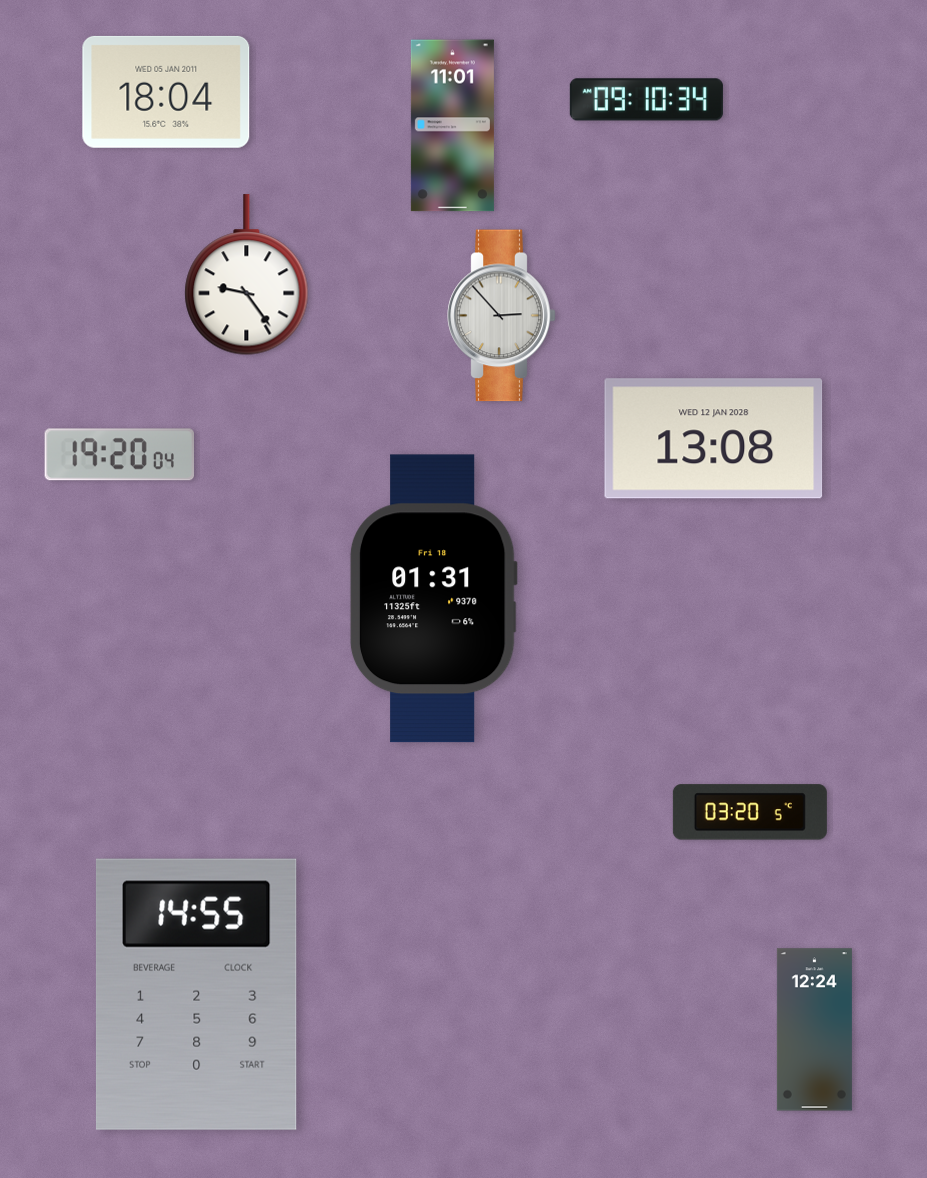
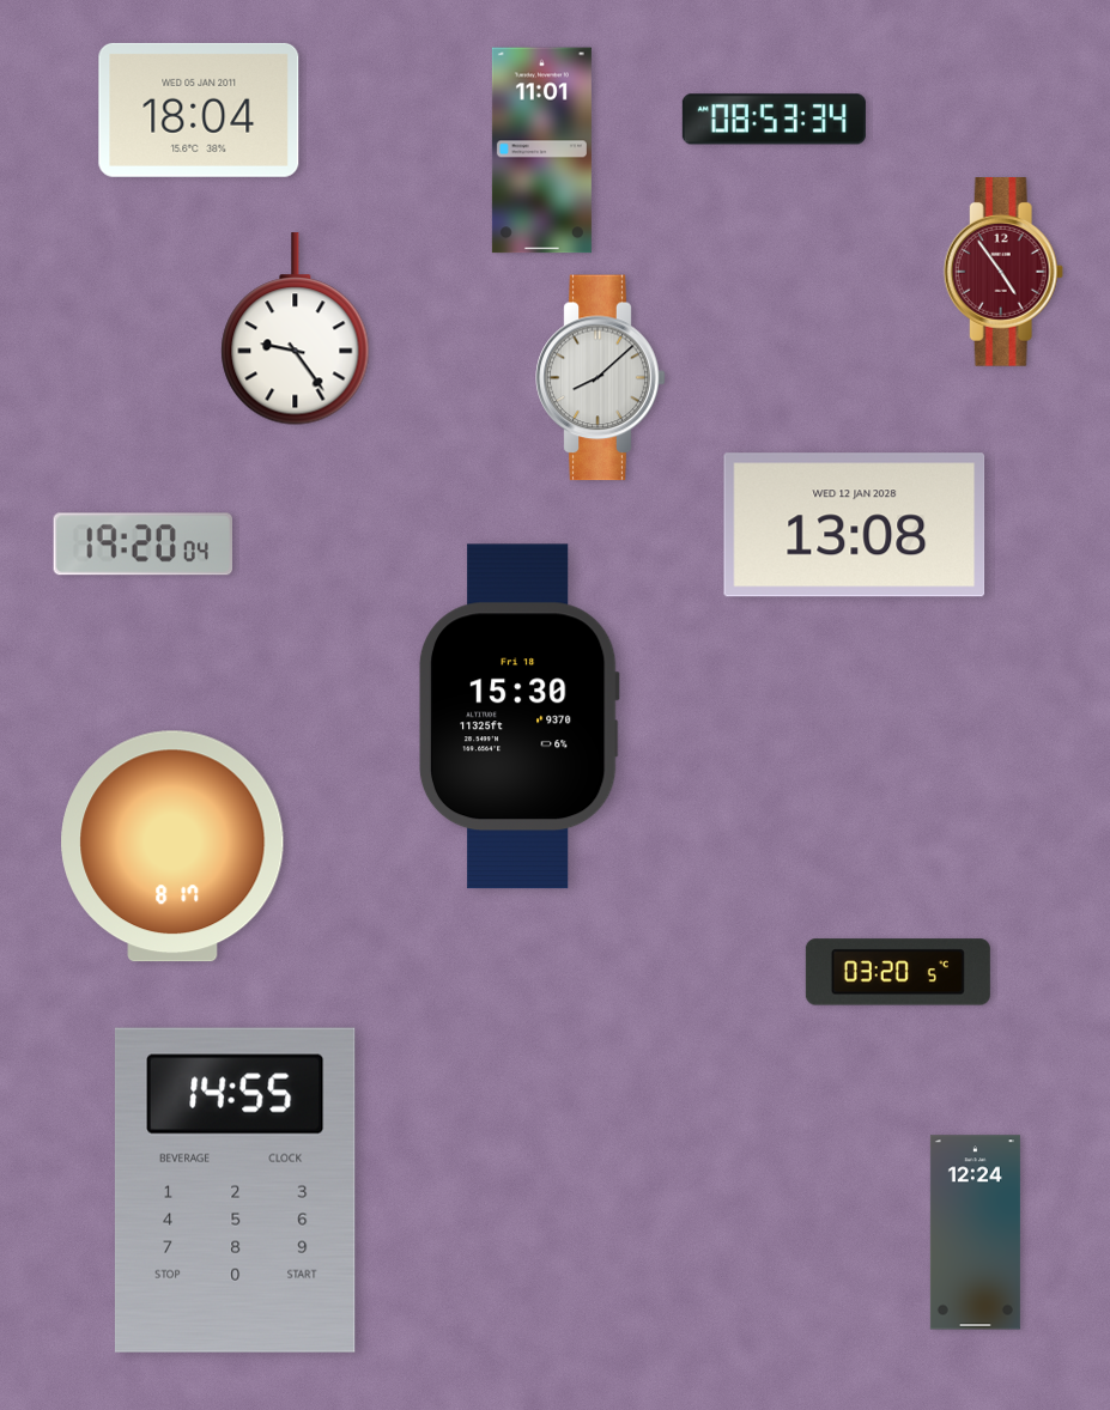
clock at (646, 100): 09:10 -> 08:53
clock at (1003, 273): none -> 4:54
clock at (502, 316): 2:53 -> 8:08
clock at (433, 599): 01:31 -> 15:30
clock at (172, 846): none -> 8:17
